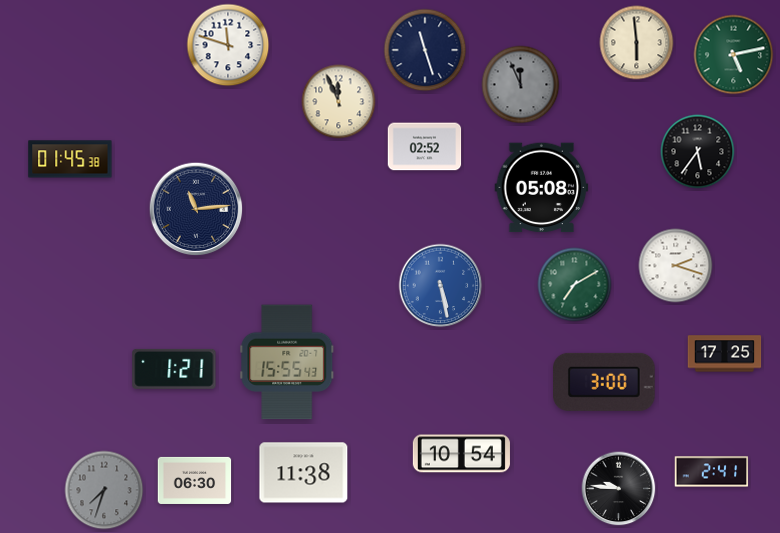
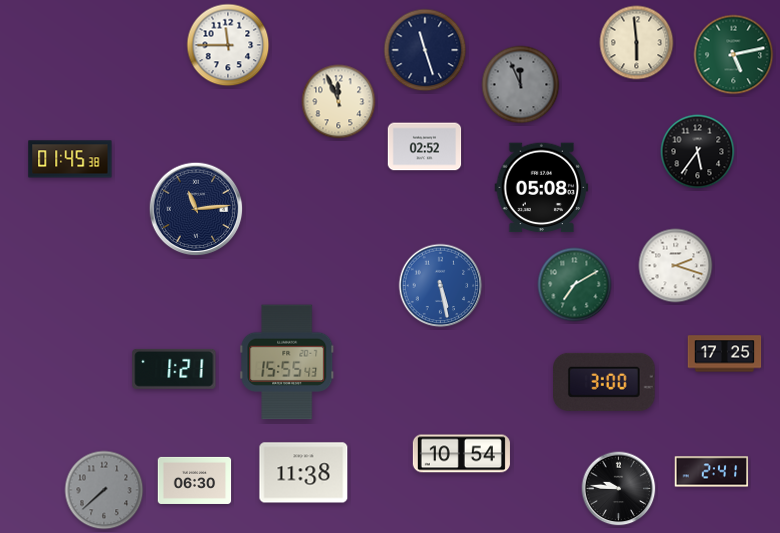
clock at (228, 45): 11:48 -> 11:45
clock at (104, 490): 7:33 -> 7:38
